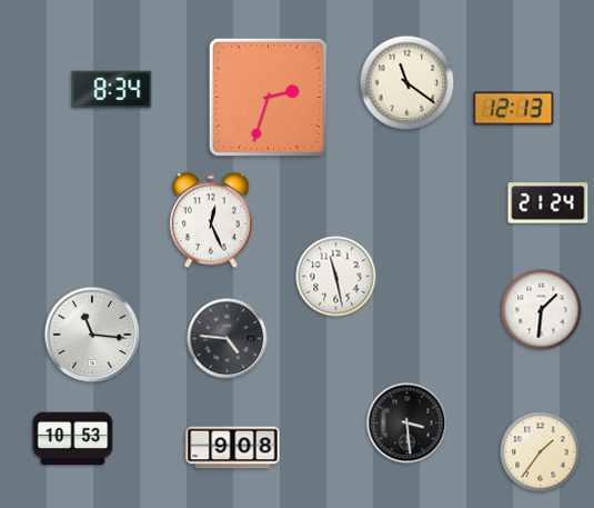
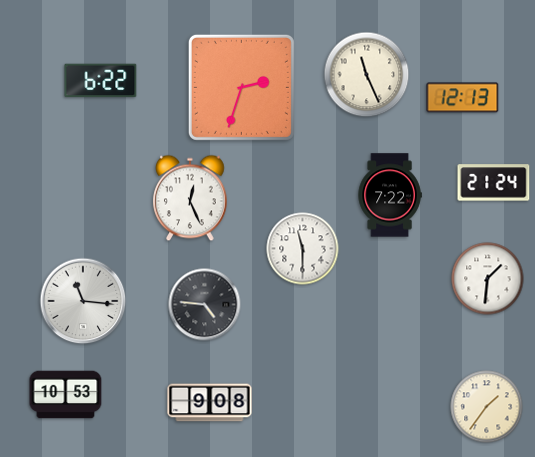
clock at (407, 83): 11:21 -> 11:26
clock at (112, 90): 8:34 -> 6:22
clock at (390, 195): none -> 7:22
clock at (336, 277): 11:28 -> 11:30
clock at (407, 424): 3:29 -> none
